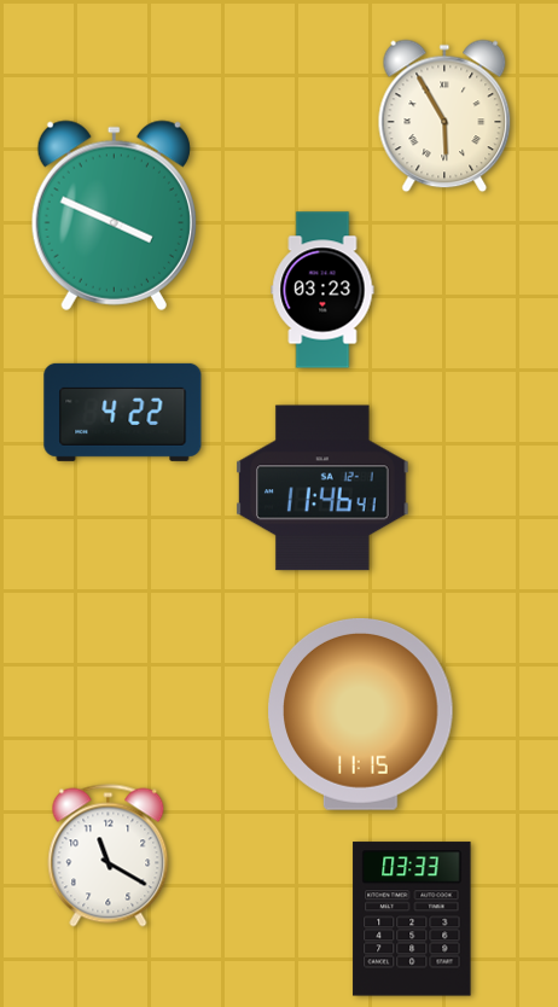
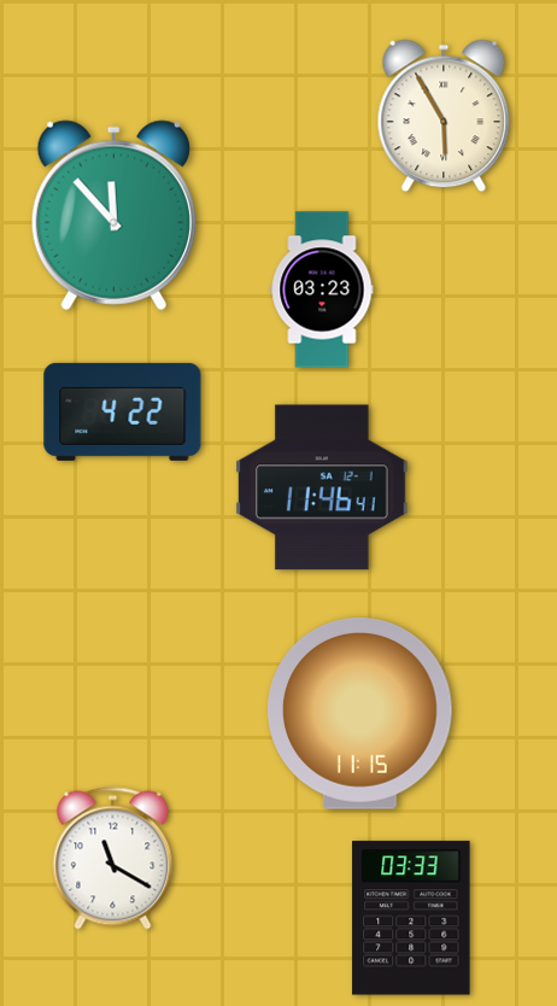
clock at (114, 215): 3:49 -> 11:53
clock at (109, 856) position: (109, 856) -> (113, 859)
